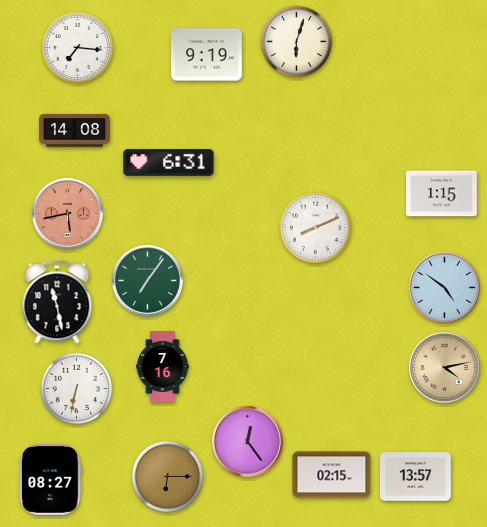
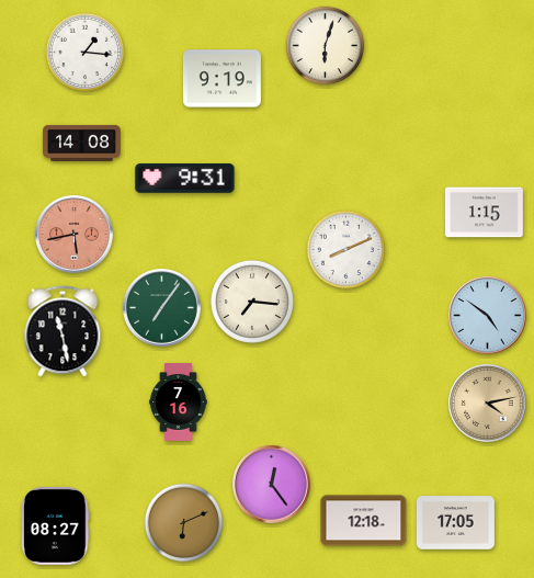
clock at (78, 48): 7:16 -> 1:16
clock at (207, 55) position: (207, 55) -> (223, 79)
clock at (169, 163): 6:31 -> 9:31
clock at (252, 302): none -> 7:16
clock at (77, 389): 6:32 -> none
clock at (332, 475): 02:15 -> 12:18
clock at (168, 477): 6:15 -> 6:11
clock at (416, 477): 13:57 -> 17:05
